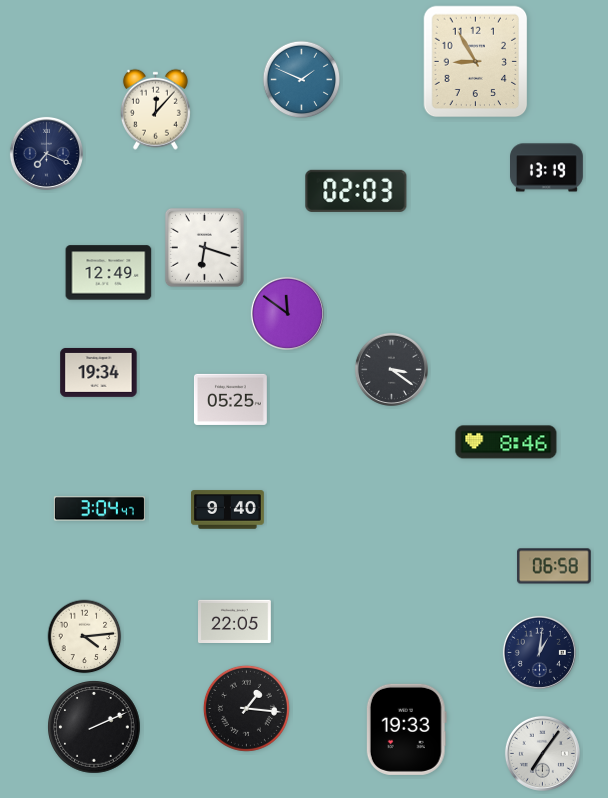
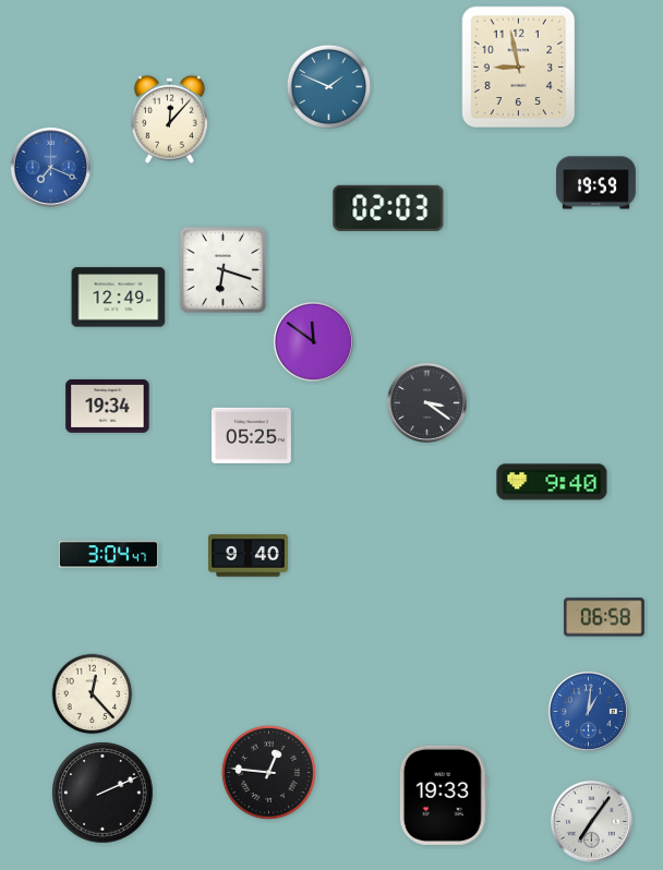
clock at (476, 62): 8:55 -> 8:58
clock at (46, 153) dial: navy -> blue
clock at (547, 168): 13:19 -> 19:59
clock at (506, 442): 8:46 -> 9:40
clock at (235, 621): 22:05 -> none
clock at (85, 637): 4:14 -> 12:23
clock at (539, 652) dial: navy -> blue
clock at (246, 708): 1:16 -> 12:46
